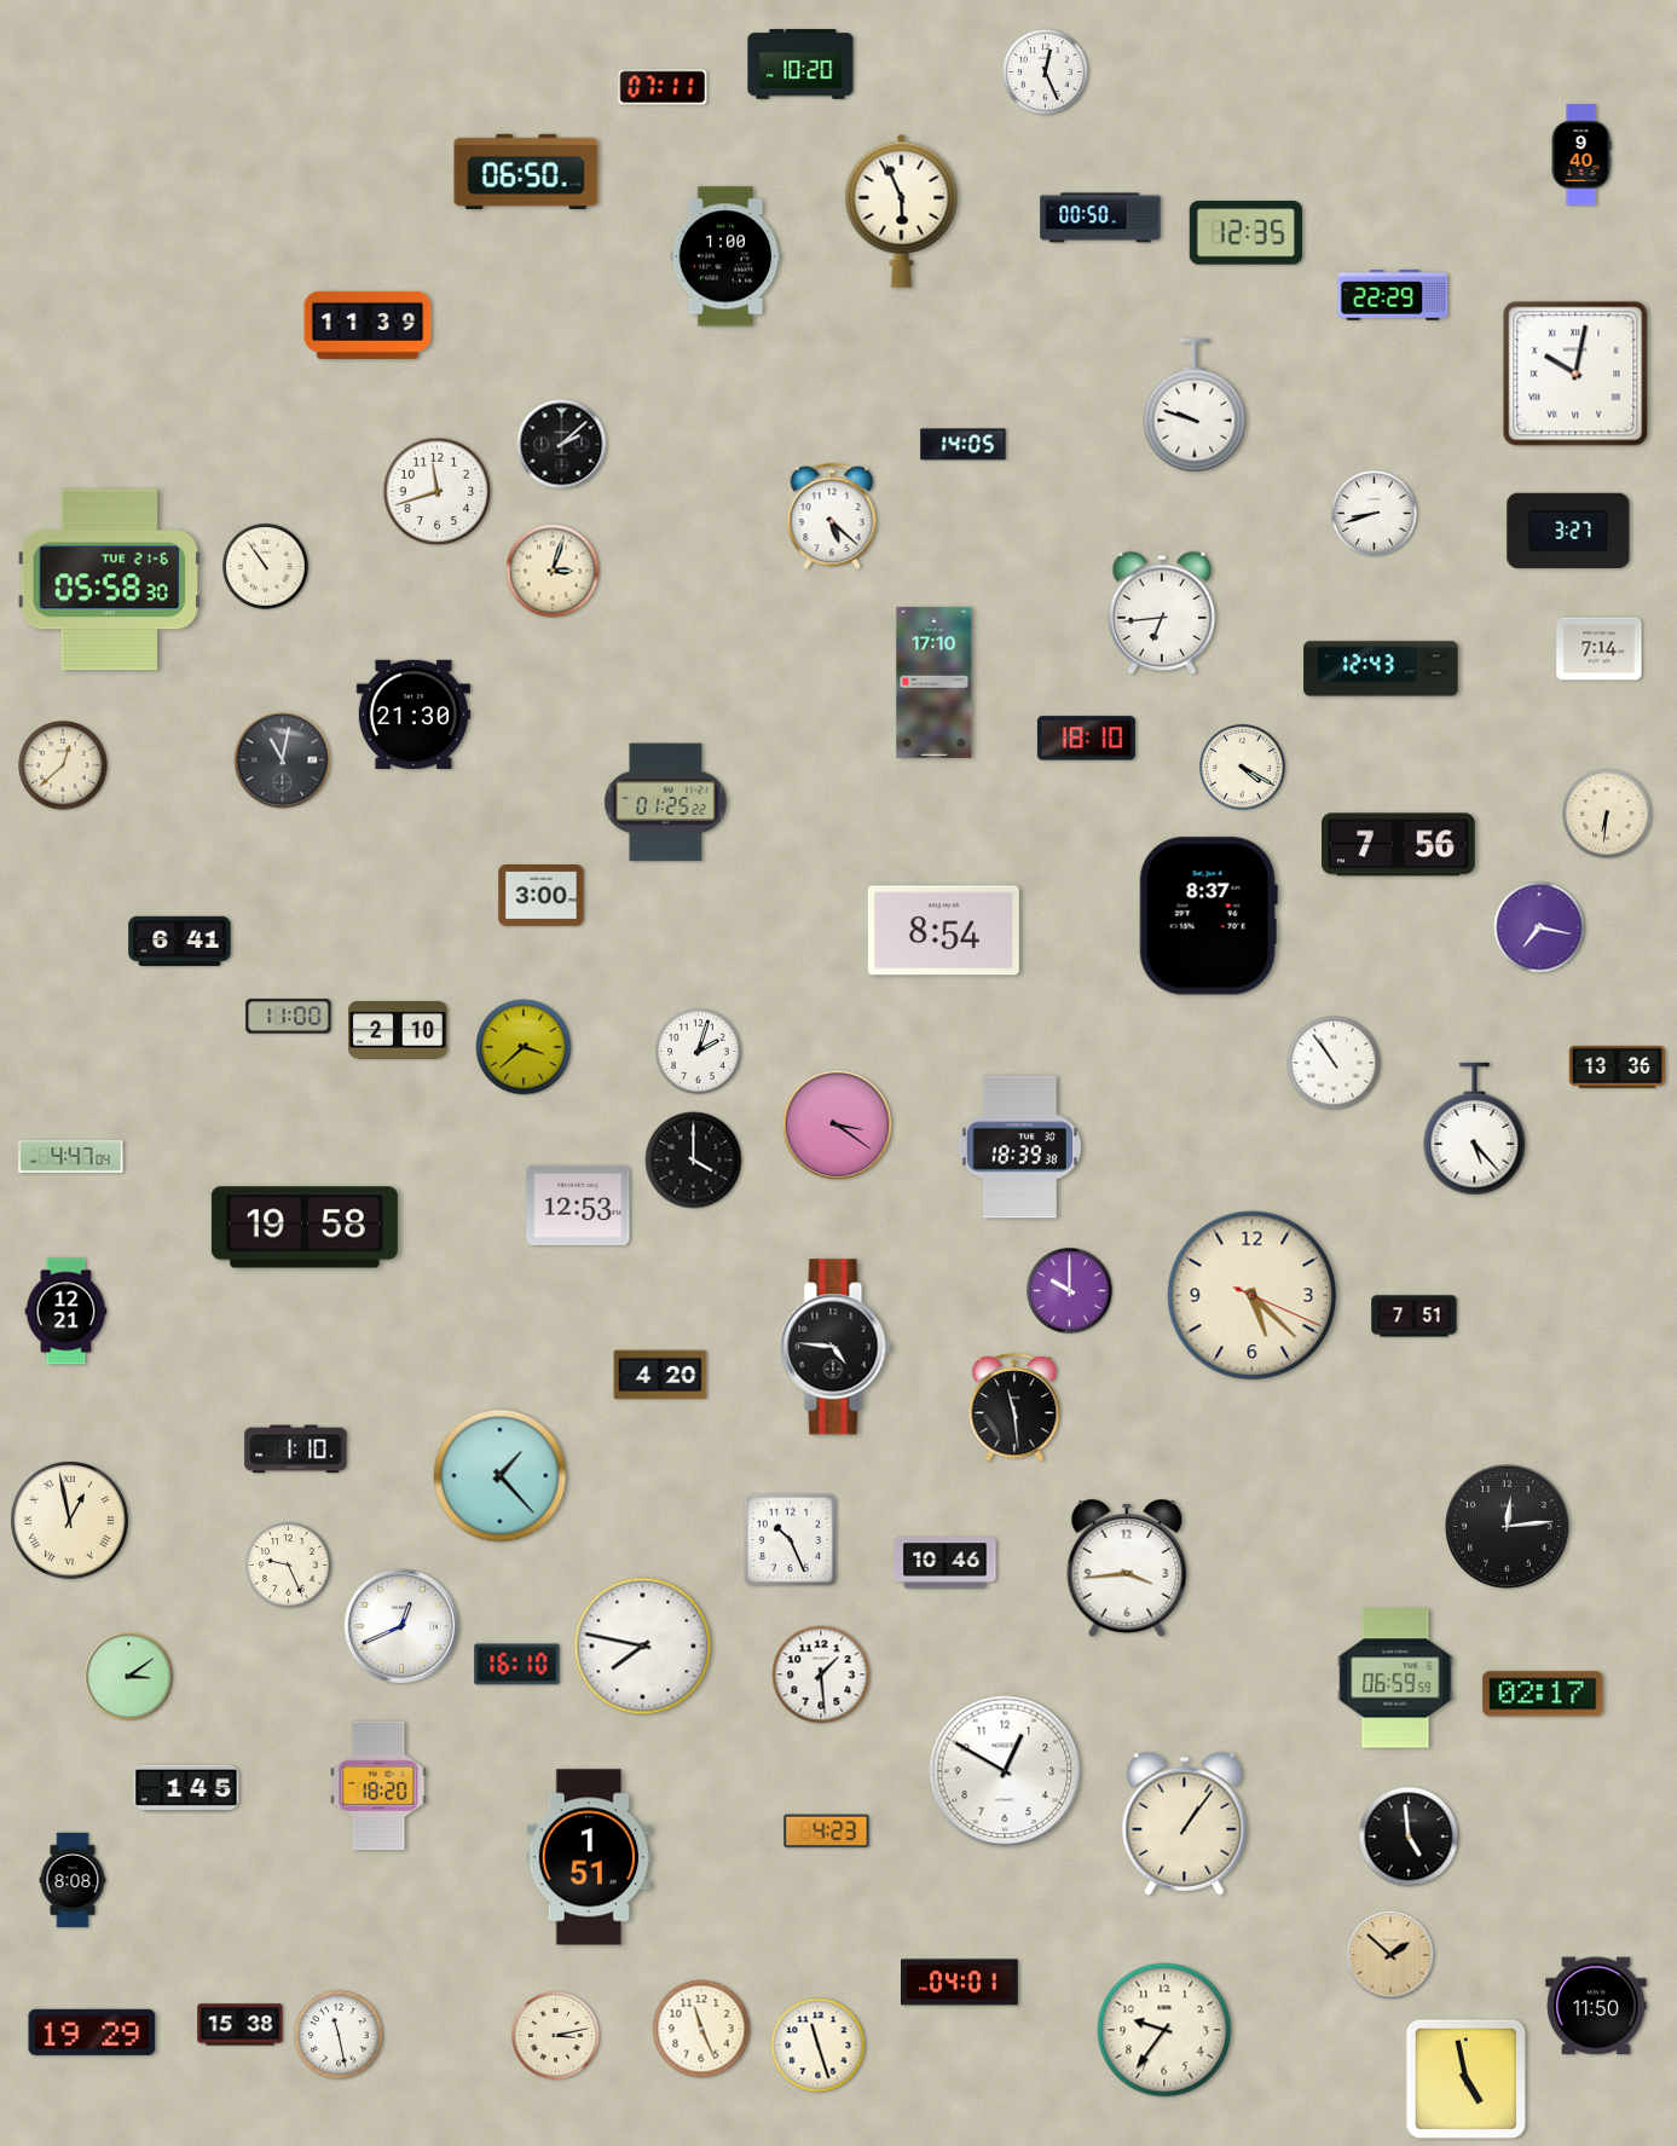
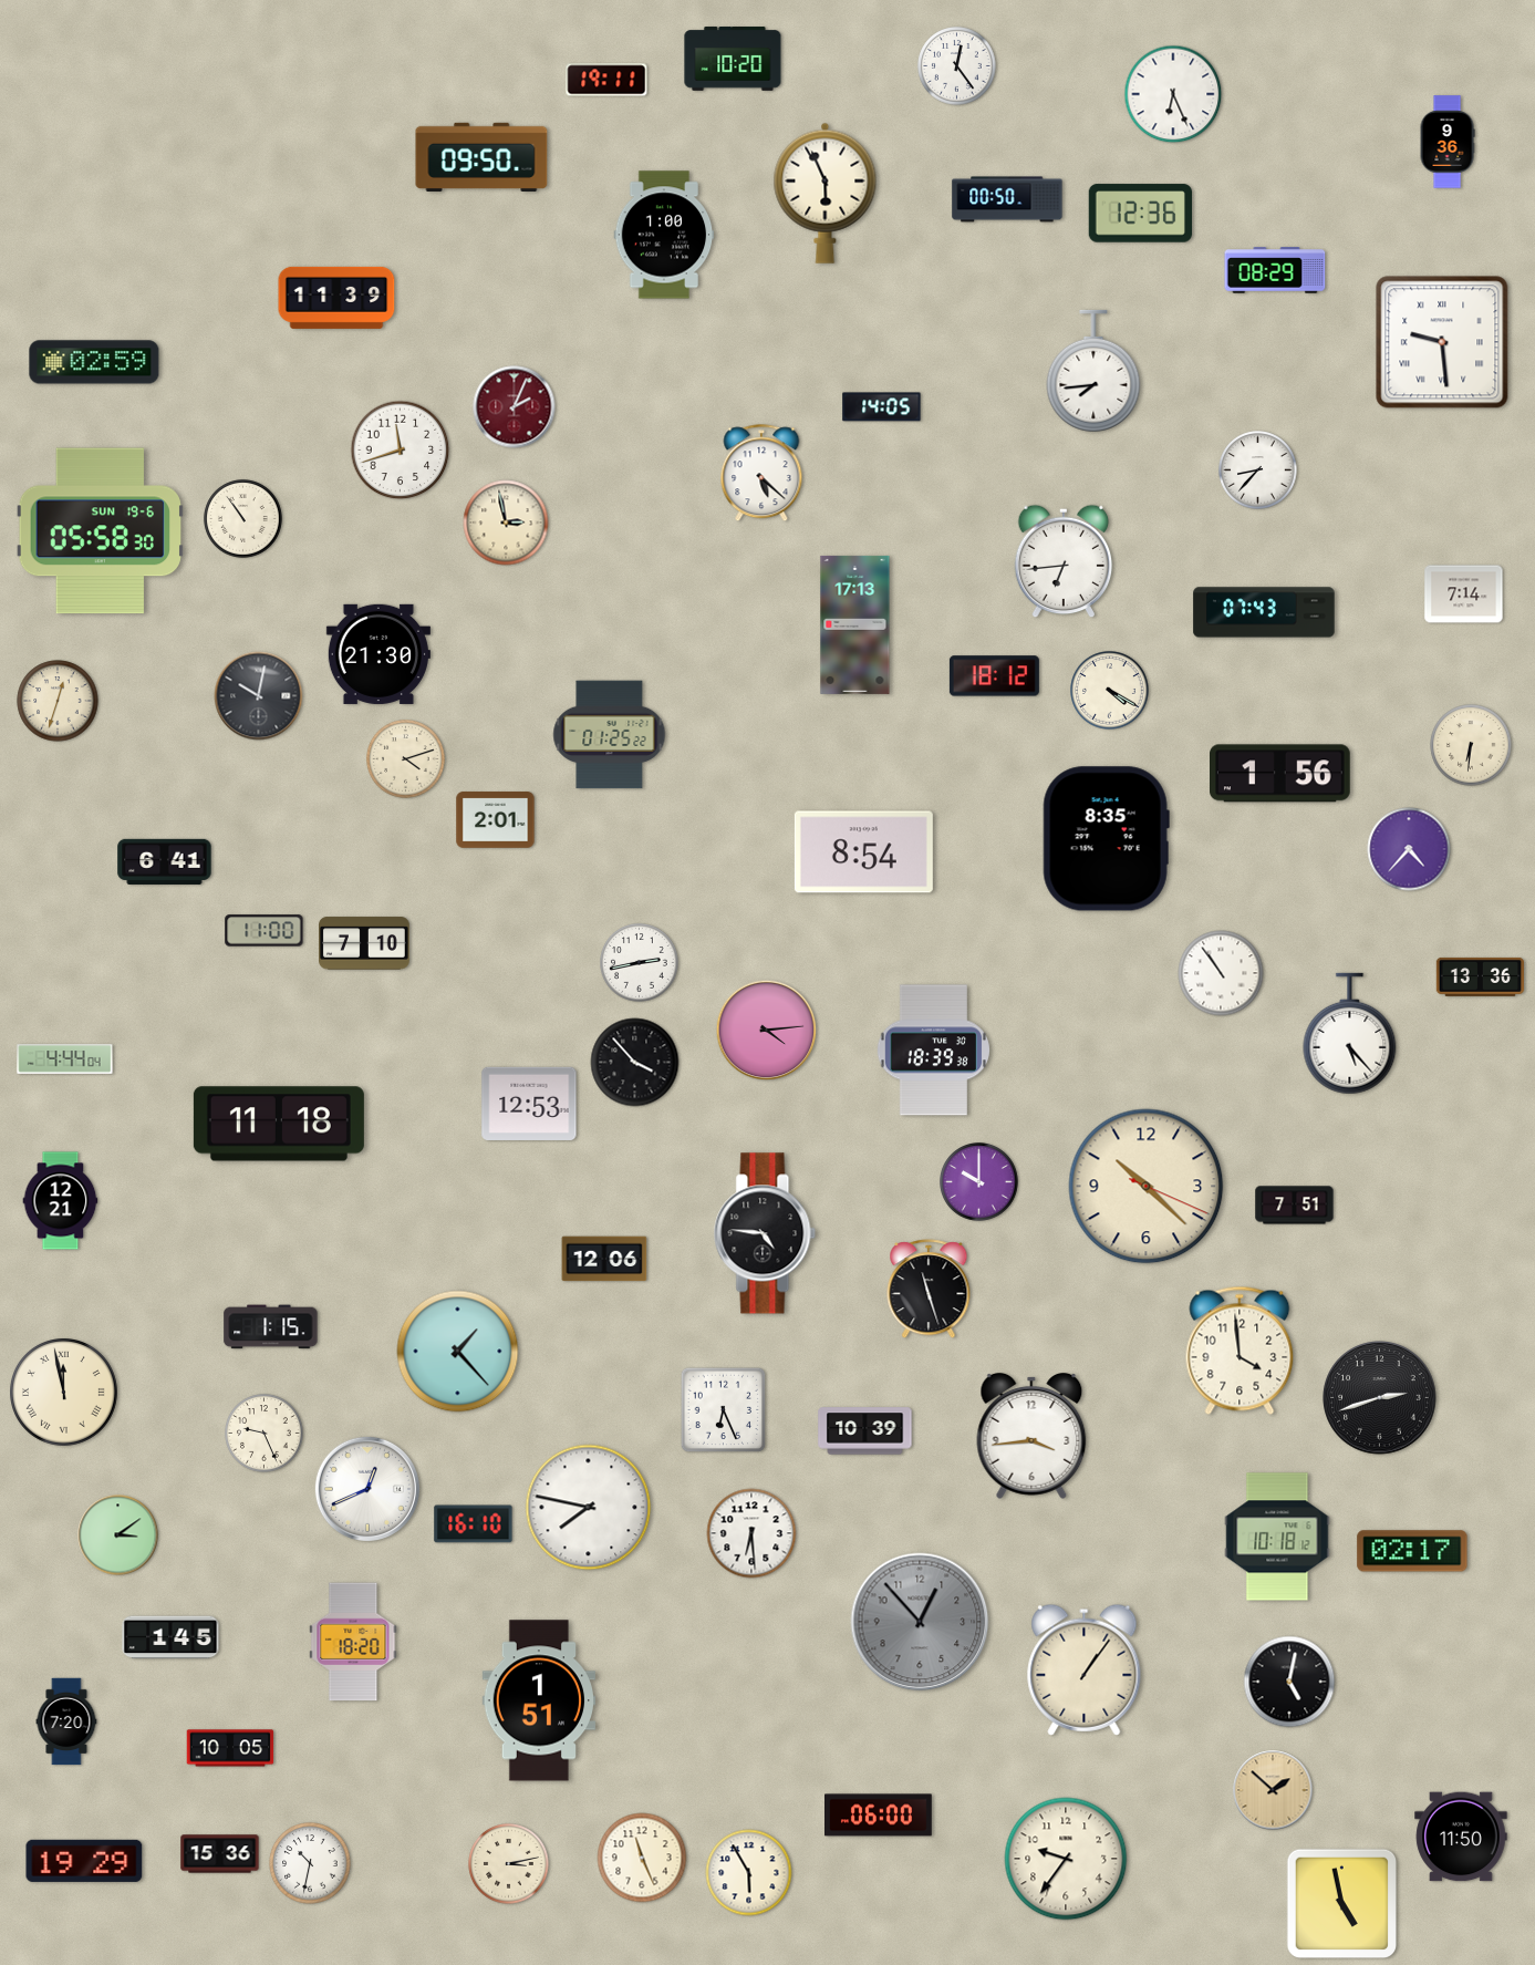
clock at (1046, 73): 12:26 -> 12:24
clock at (663, 87): 07:11 -> 19:11
clock at (1173, 94): none -> 6:26
clock at (1581, 155): 9:40 -> 9:36
clock at (526, 170): 06:50 -> 09:50
clock at (1245, 233): 12:35 -> 12:36
clock at (1393, 295): 22:29 -> 08:29
clock at (1575, 374): 10:02 -> 9:29
clock at (94, 362): none -> 02:59
clock at (1195, 405): 9:48 -> 7:44
clock at (562, 445): 2:08 -> 2:04
clock at (562, 445) dial: black -> burgundy
clock at (1375, 514): 8:42 -> 8:37
clock at (1568, 531): 3:27 -> none
clock at (553, 571): 3:03 -> 2:58
clock at (109, 580) date: TUE 21-6 -> SUN 19-6
clock at (1381, 669): 12:43 -> 07:43
clock at (935, 682): 17:10 -> 17:13
clock at (1086, 739): 18:10 -> 18:12
clock at (283, 760): 11:02 -> 10:02
clock at (63, 765): 12:38 -> 12:33
clock at (1243, 768) position: (1243, 768) -> (1110, 691)
clock at (406, 759): none -> 4:12
clock at (1399, 845): 7:56 -> 1:56
clock at (542, 896): 3:00 -> 2:01
clock at (1208, 916): 8:37 -> 8:35
clock at (1539, 927): 7:17 -> 4:37
clock at (399, 1030): 2:10 -> 7:10
clock at (524, 1047): 3:38 -> none
clock at (699, 1052): 2:03 -> 2:43
clock at (838, 1126): 3:21 -> 4:14
clock at (71, 1157): 4:47 -> 4:44
clock at (694, 1161): 4:00 -> 3:53
clock at (305, 1227): 19:58 -> 11:18
clock at (1253, 1296): 5:22 -> 10:22
clock at (660, 1375): 4:20 -> 12:06
clock at (1014, 1409): 11:29 -> 11:27
clock at (296, 1450): 1:10 -> 1:15
clock at (1240, 1351): none -> 3:59
clock at (70, 1521): 12:58 -> 11:58
clock at (1508, 1527): 12:14 -> 2:42
clock at (791, 1540): 10:26 -> 6:26
clock at (946, 1563): 10:46 -> 10:39
clock at (821, 1674): 1:29 -> 6:29
clock at (1395, 1678): 06:59 -> 10:18
clock at (1005, 1771): 12:50 -> 12:53
clock at (1005, 1771) dial: white -> grey
clock at (378, 1786) position: (378, 1786) -> (353, 1642)
clock at (827, 1832): 4:23 -> none
clock at (1409, 1836): 4:59 -> 5:02
clock at (73, 1880): 8:08 -> 7:20
clock at (230, 1748): none -> 10:05
clock at (960, 1983): 04:01 -> 06:00
clock at (241, 2025): 15:38 -> 15:36
clock at (339, 2035): 11:28 -> 10:32
clock at (819, 2046): 11:27 -> 5:55
